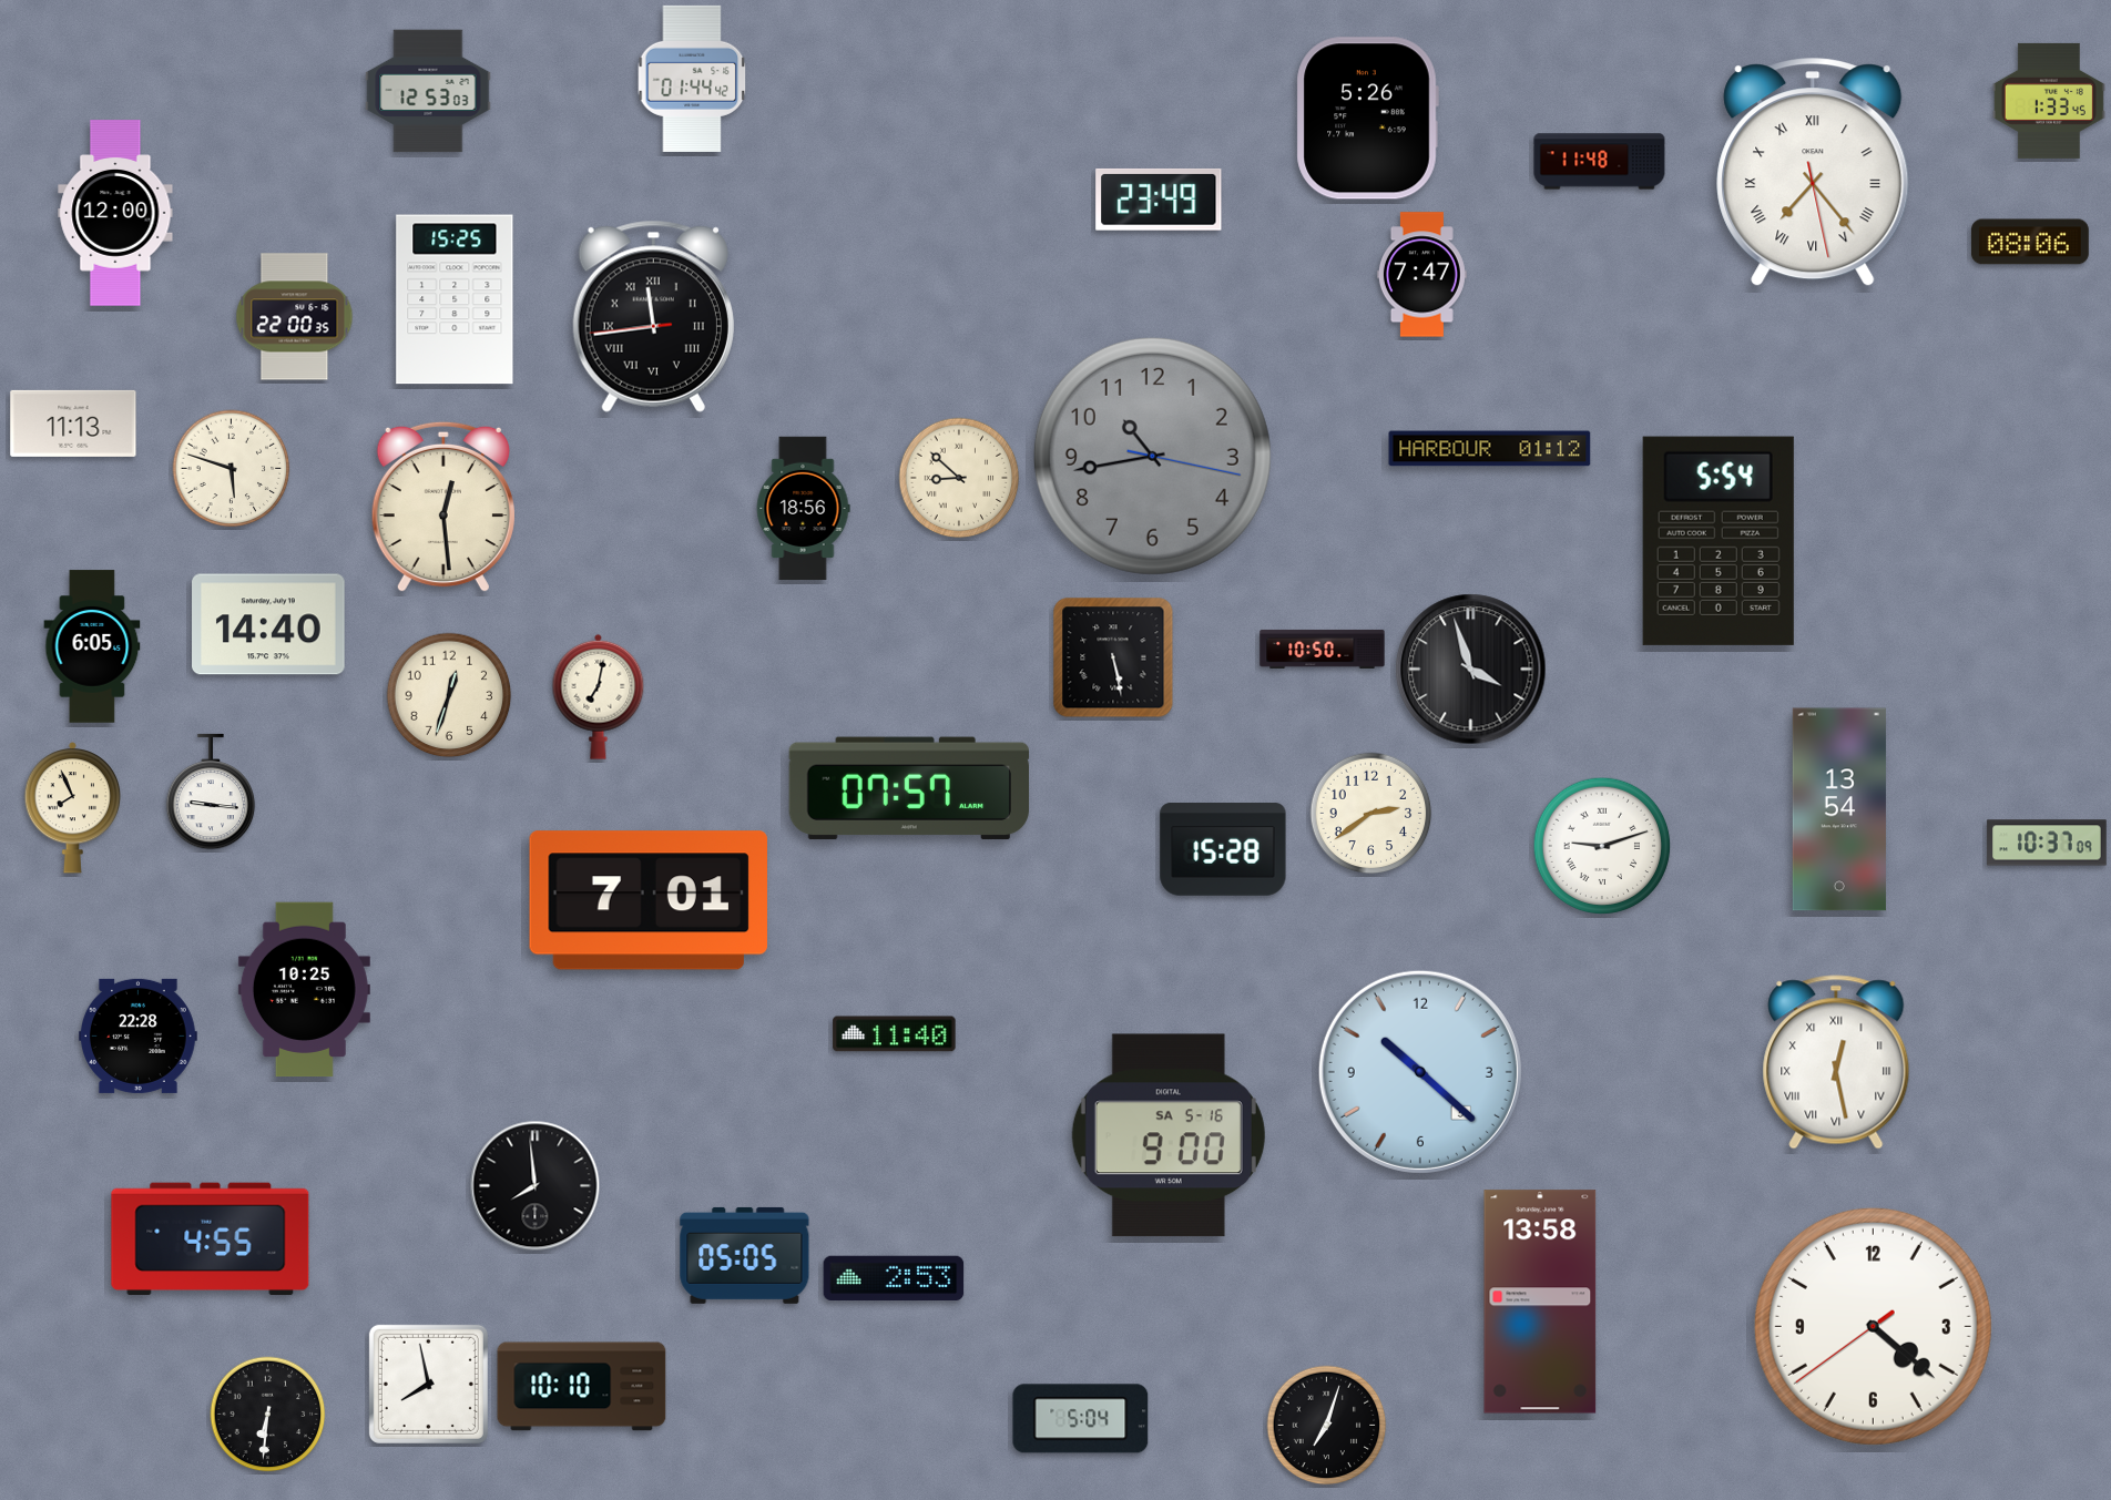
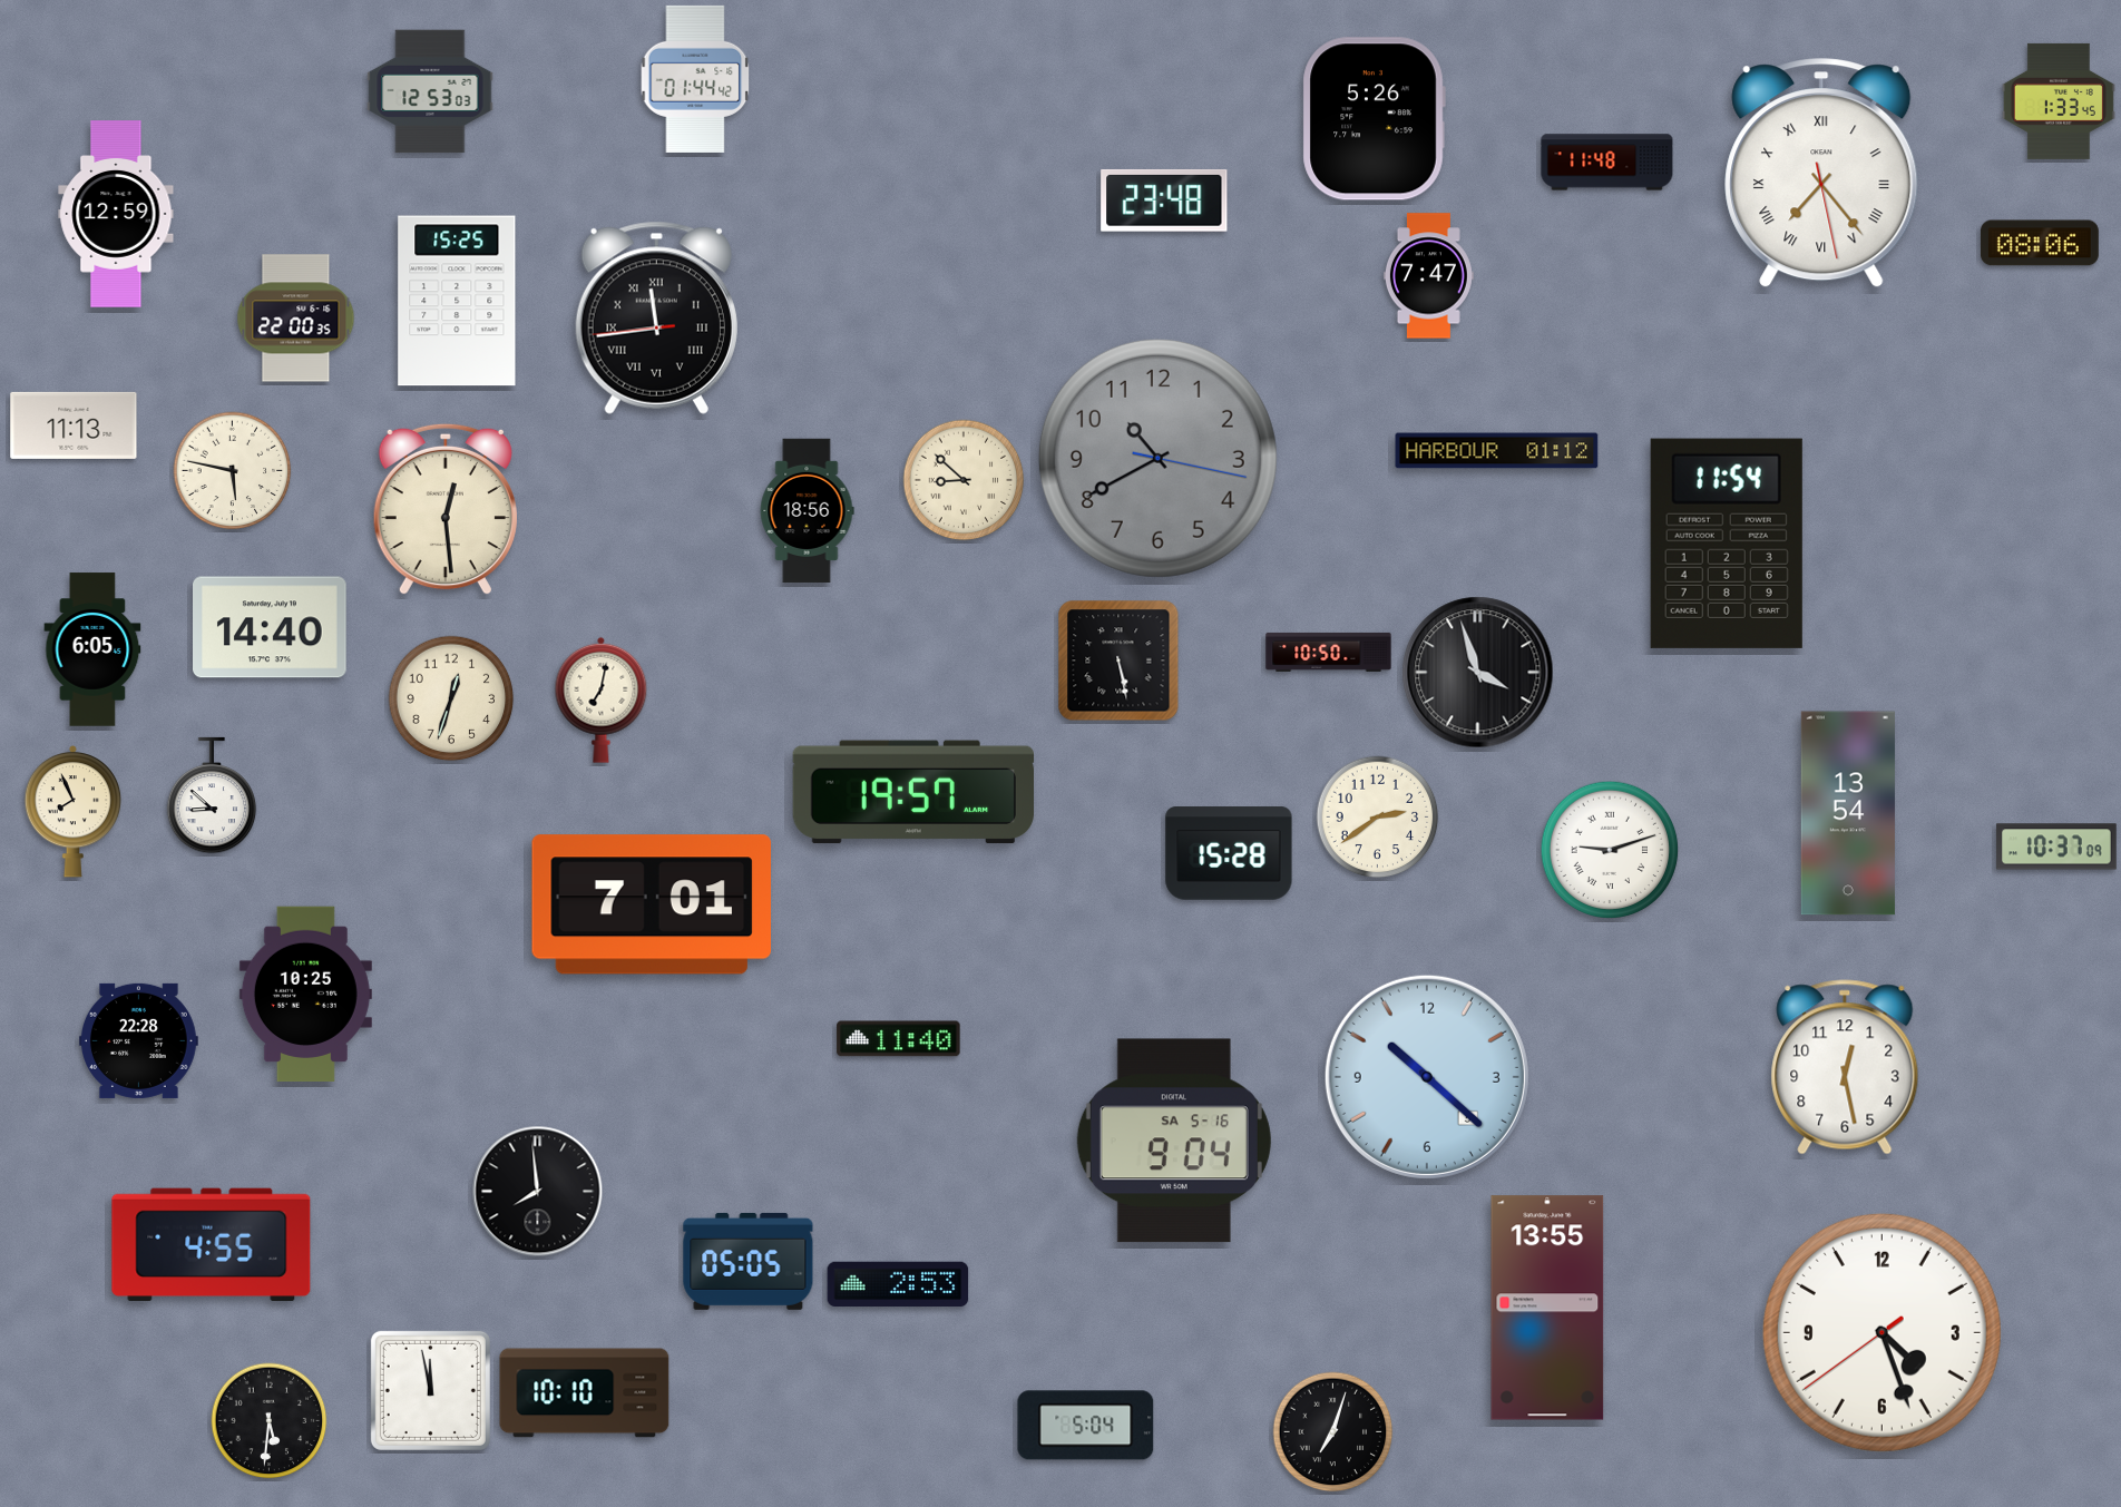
clock at (1159, 200): 23:49 -> 23:48
clock at (115, 213): 12:00 -> 12:59
clock at (1152, 456): 10:43 -> 10:40
clock at (232, 469): 5:48 -> 5:47
clock at (1719, 541): 5:54 -> 11:54
clock at (908, 788): 07:57 -> 19:57
clock at (211, 792): 9:16 -> 8:52
clock at (1836, 1062) numerals: Roman -> Arabic
clock at (1169, 1135): 9:00 -> 9:04
clock at (1540, 1302): 13:58 -> 13:55
clock at (1873, 1326): 4:21 -> 4:26
clock at (428, 1384): 7:58 -> 11:58
clock at (268, 1415): 6:31 -> 5:31
